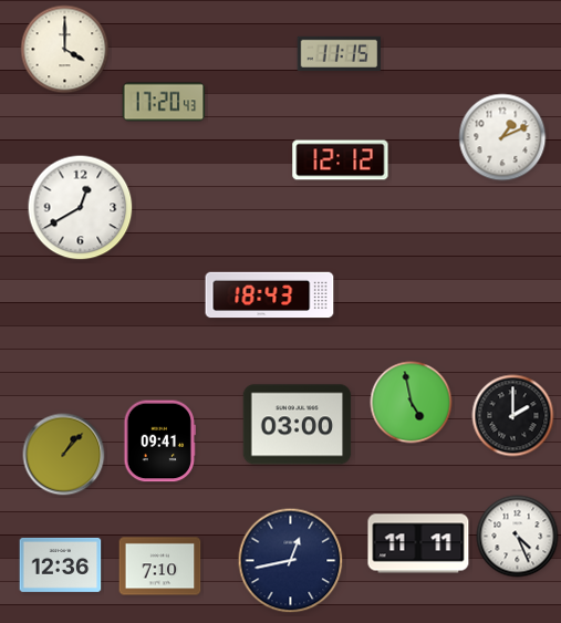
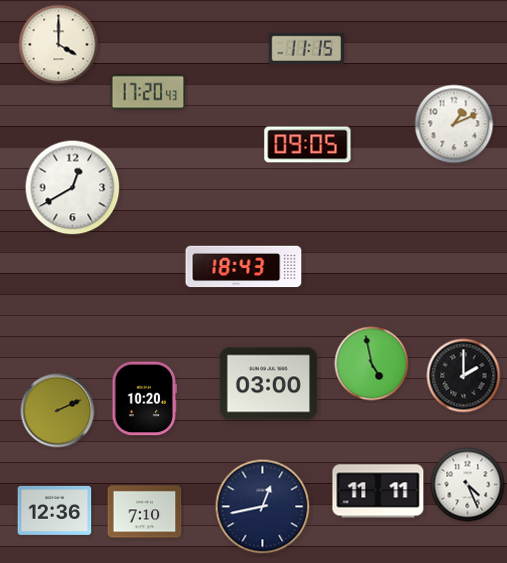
clock at (341, 160): 12:12 -> 09:05
clock at (160, 442): 09:41 -> 10:20
clock at (64, 455): 1:07 -> 2:11
